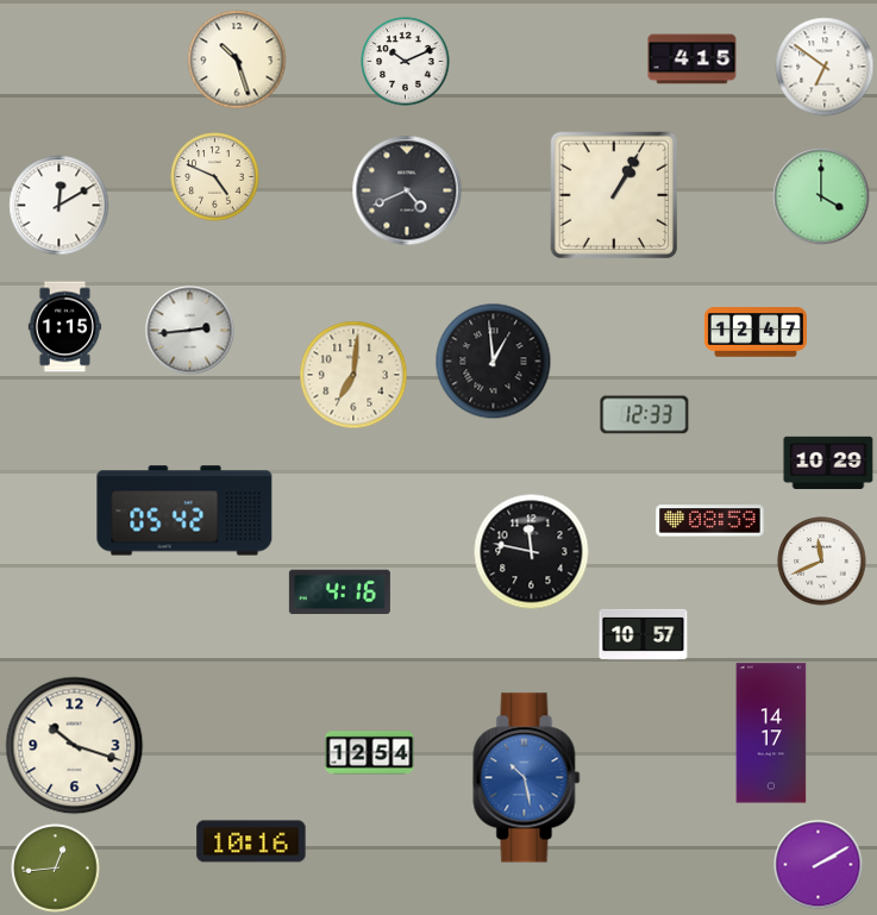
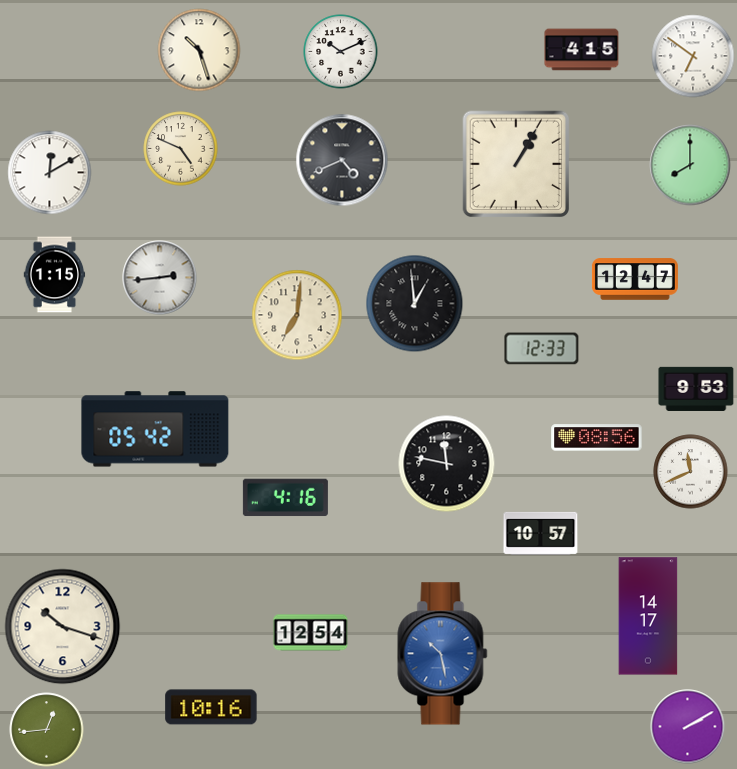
clock at (821, 196): 4:00 -> 8:00
clock at (828, 462): 10:29 -> 9:53
clock at (710, 521): 08:59 -> 08:56
